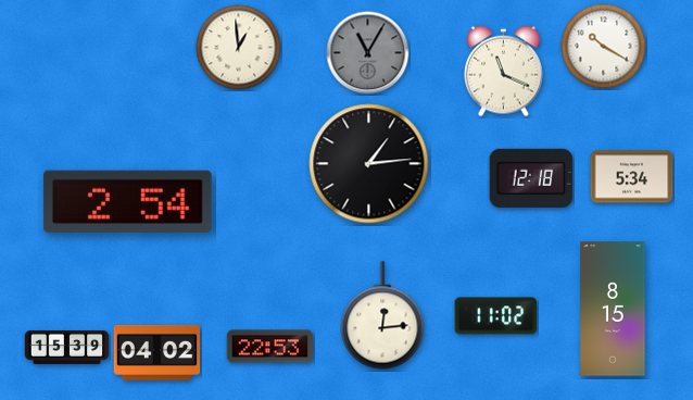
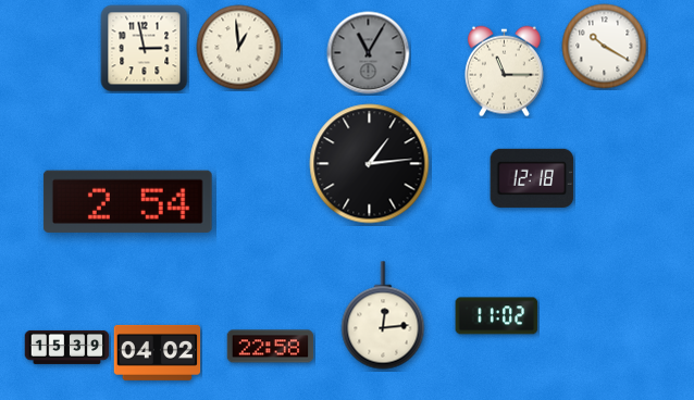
clock at (145, 49): none -> 2:58
clock at (504, 72): 11:19 -> 11:15
clock at (632, 177): 5:34 -> none
clock at (613, 309): 8:15 -> none
clock at (270, 347): 22:53 -> 22:58
